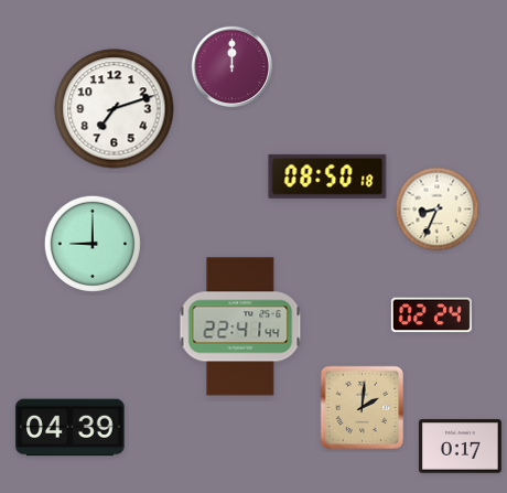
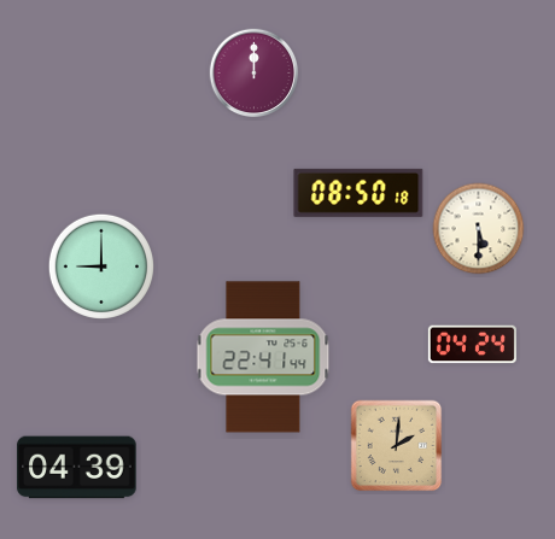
clock at (115, 109): 7:12 -> none
clock at (438, 210): 8:34 -> 5:30
clock at (431, 315): 02:24 -> 04:24
clock at (460, 447): 0:17 -> none
